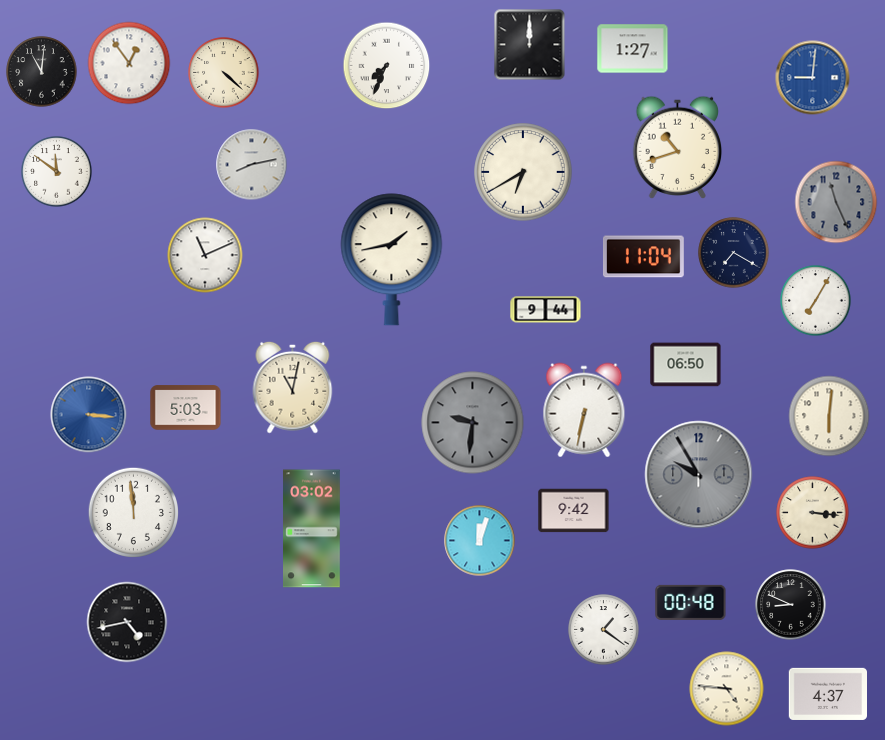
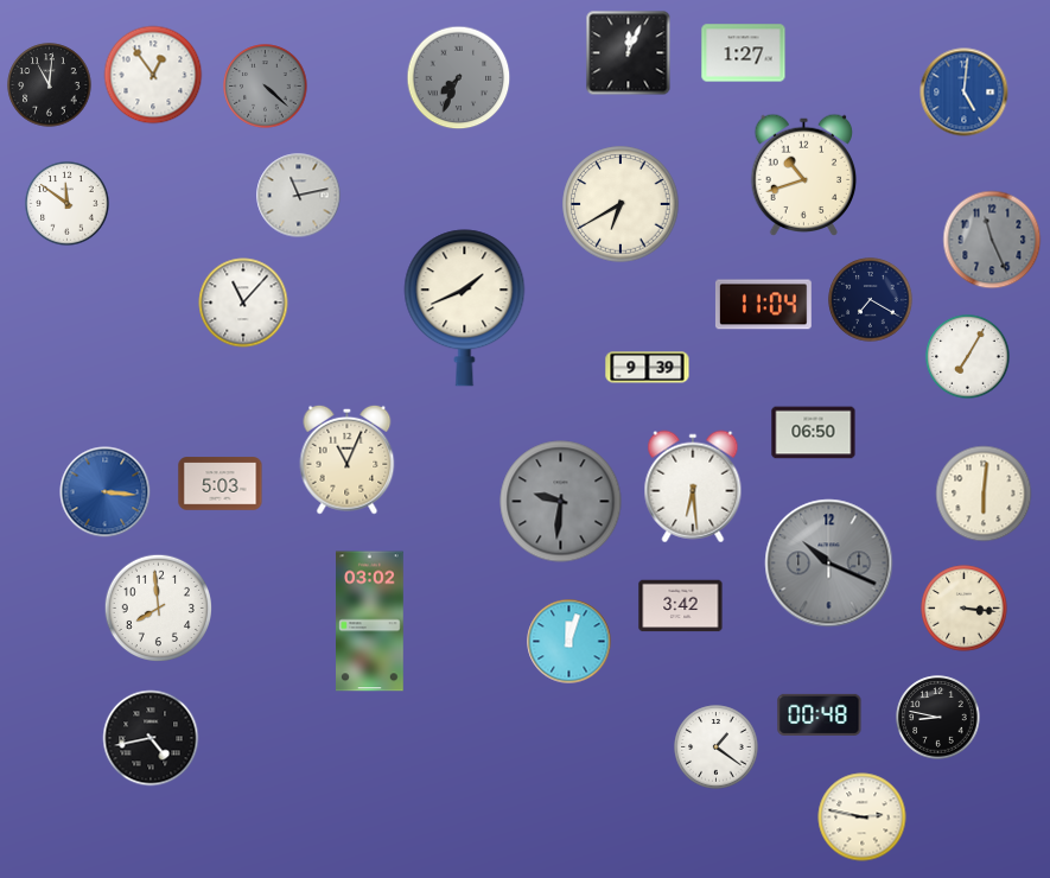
clock at (530, 45): 12:00 -> 12:04
clock at (633, 49) position: (633, 49) -> (744, 53)
clock at (387, 66) dial: white -> grey
clock at (224, 73) dial: cream -> grey
clock at (813, 78): 9:01 -> 5:01
clock at (252, 165): 8:13 -> 11:13
clock at (205, 255): 11:11 -> 11:07
clock at (392, 260): 1:43 -> 1:41
clock at (546, 310): 9:44 -> 9:39
clock at (293, 387): 11:02 -> 11:04
clock at (584, 410): 6:32 -> 6:29
clock at (699, 475): 9:55 -> 10:19
clock at (574, 511): 9:42 -> 3:42
clock at (133, 512): 11:59 -> 7:59
clock at (312, 529) position: (312, 529) -> (370, 622)
clock at (791, 605): 8:49 -> 8:47
clock at (727, 689): 4:46 -> 2:47
clock at (827, 694): 4:37 -> none
